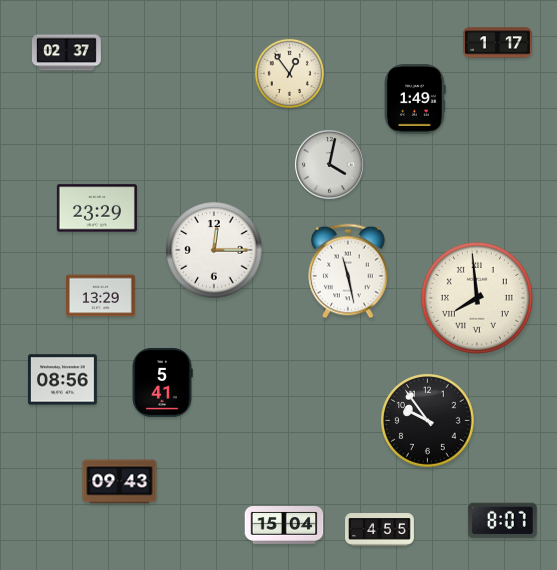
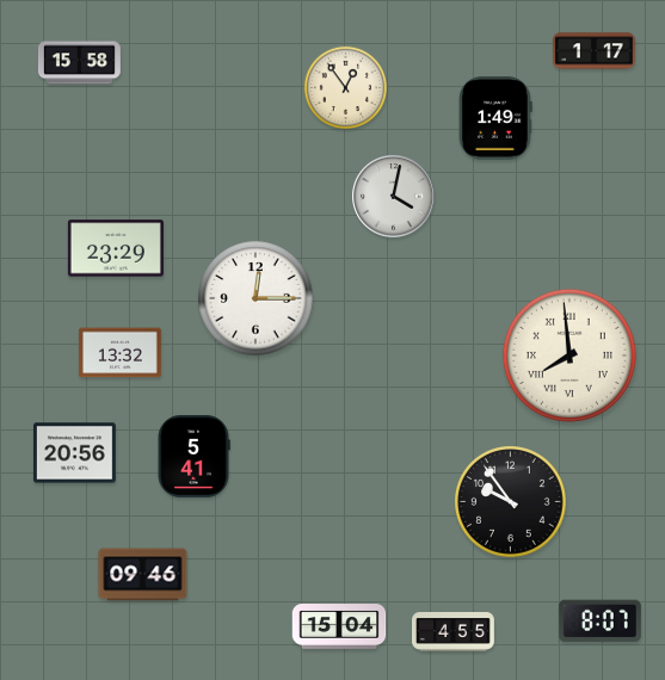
clock at (66, 53): 02:37 -> 15:58
clock at (348, 271): 11:28 -> none
clock at (100, 296): 13:29 -> 13:32
clock at (62, 380): 08:56 -> 20:56
clock at (120, 482): 09:43 -> 09:46
